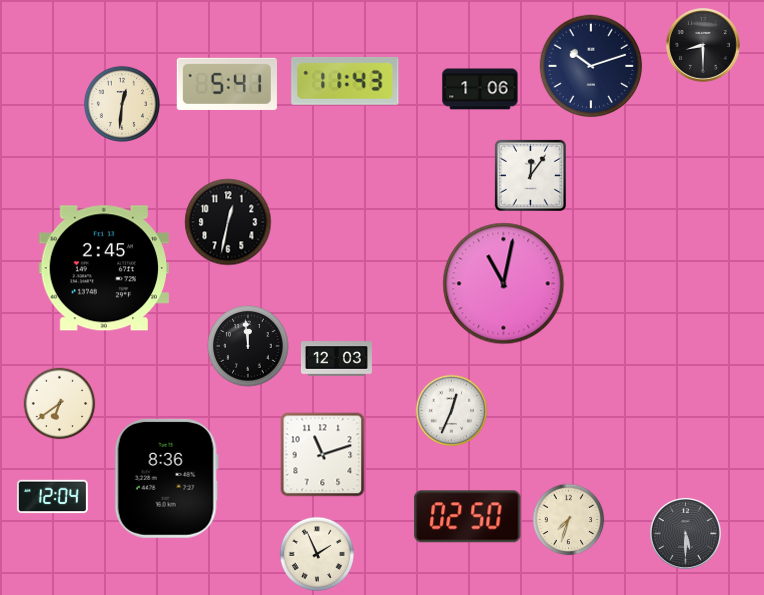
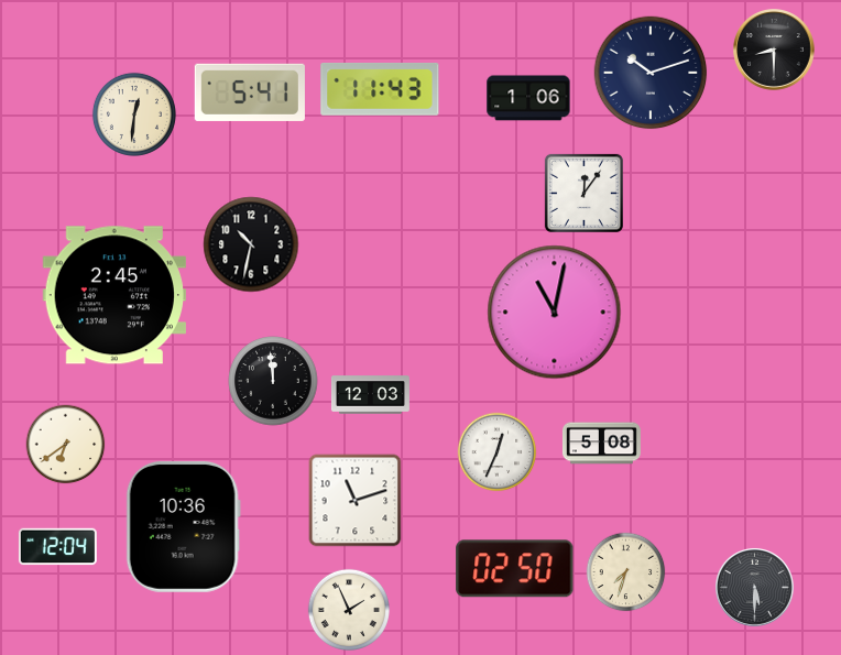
clock at (228, 222): 12:32 -> 10:32
clock at (601, 444): none -> 5:08
clock at (166, 478): 8:36 -> 10:36
